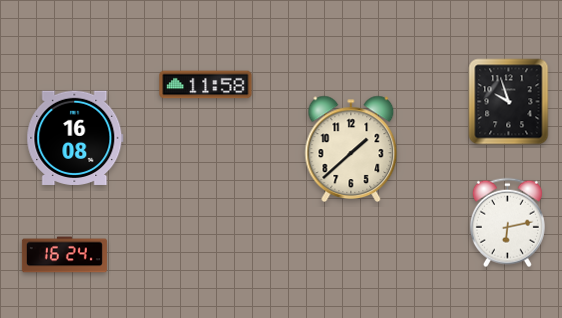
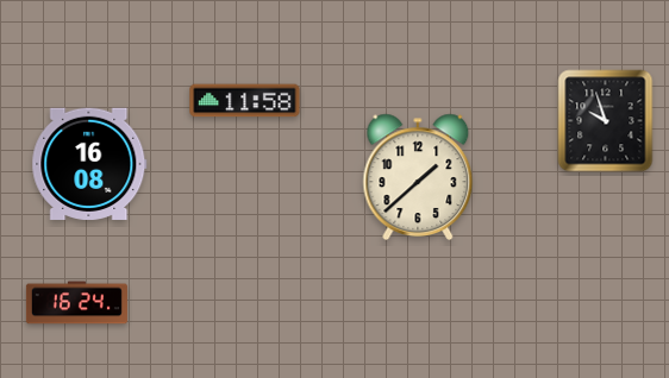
clock at (507, 223): 6:13 -> none
